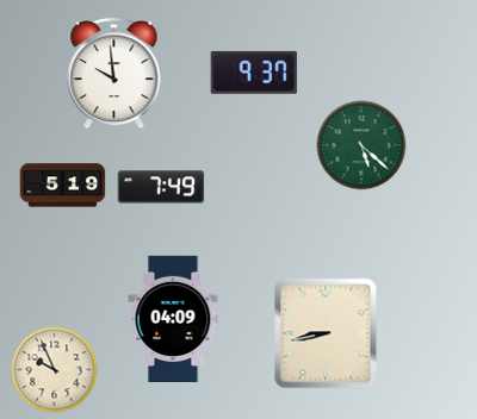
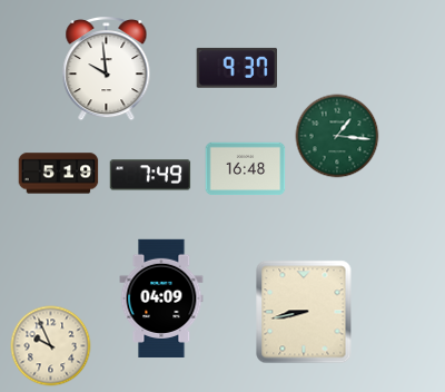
clock at (361, 145): 5:22 -> 1:16
clock at (246, 169): none -> 16:48
